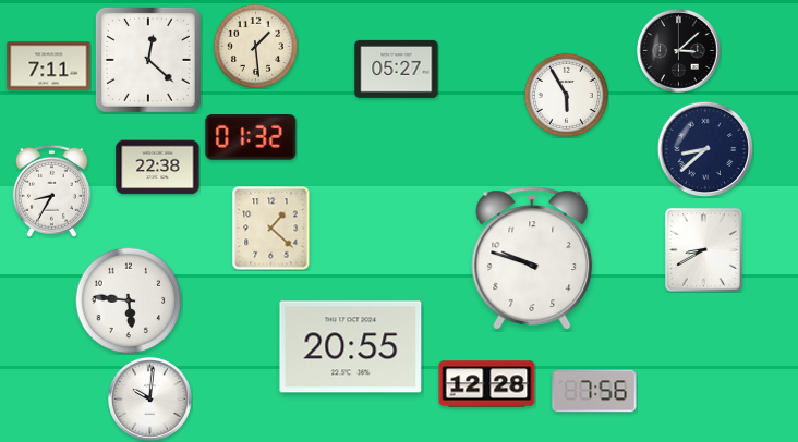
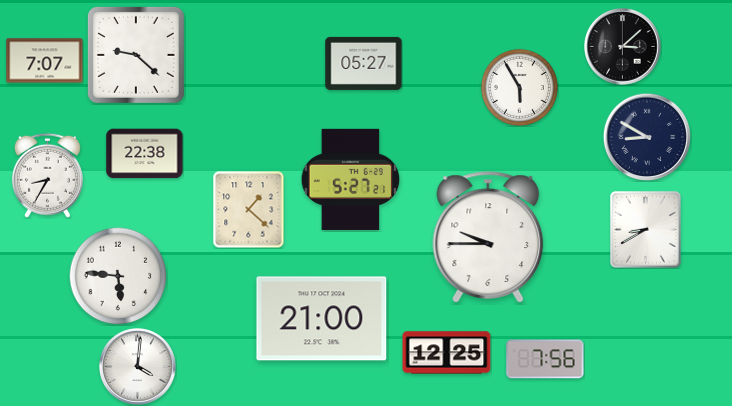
clock at (255, 46): 1:29 -> none
clock at (148, 60): 12:22 -> 9:22
clock at (49, 66): 7:11 -> 7:07
clock at (251, 137): 01:32 -> none
clock at (704, 148): 8:38 -> 8:50
clock at (351, 179): none -> 5:27
clock at (532, 258): 9:48 -> 9:45
clock at (351, 347): 20:55 -> 21:00
clock at (487, 384): 12:28 -> 12:25
clock at (150, 400): 10:01 -> 4:01
